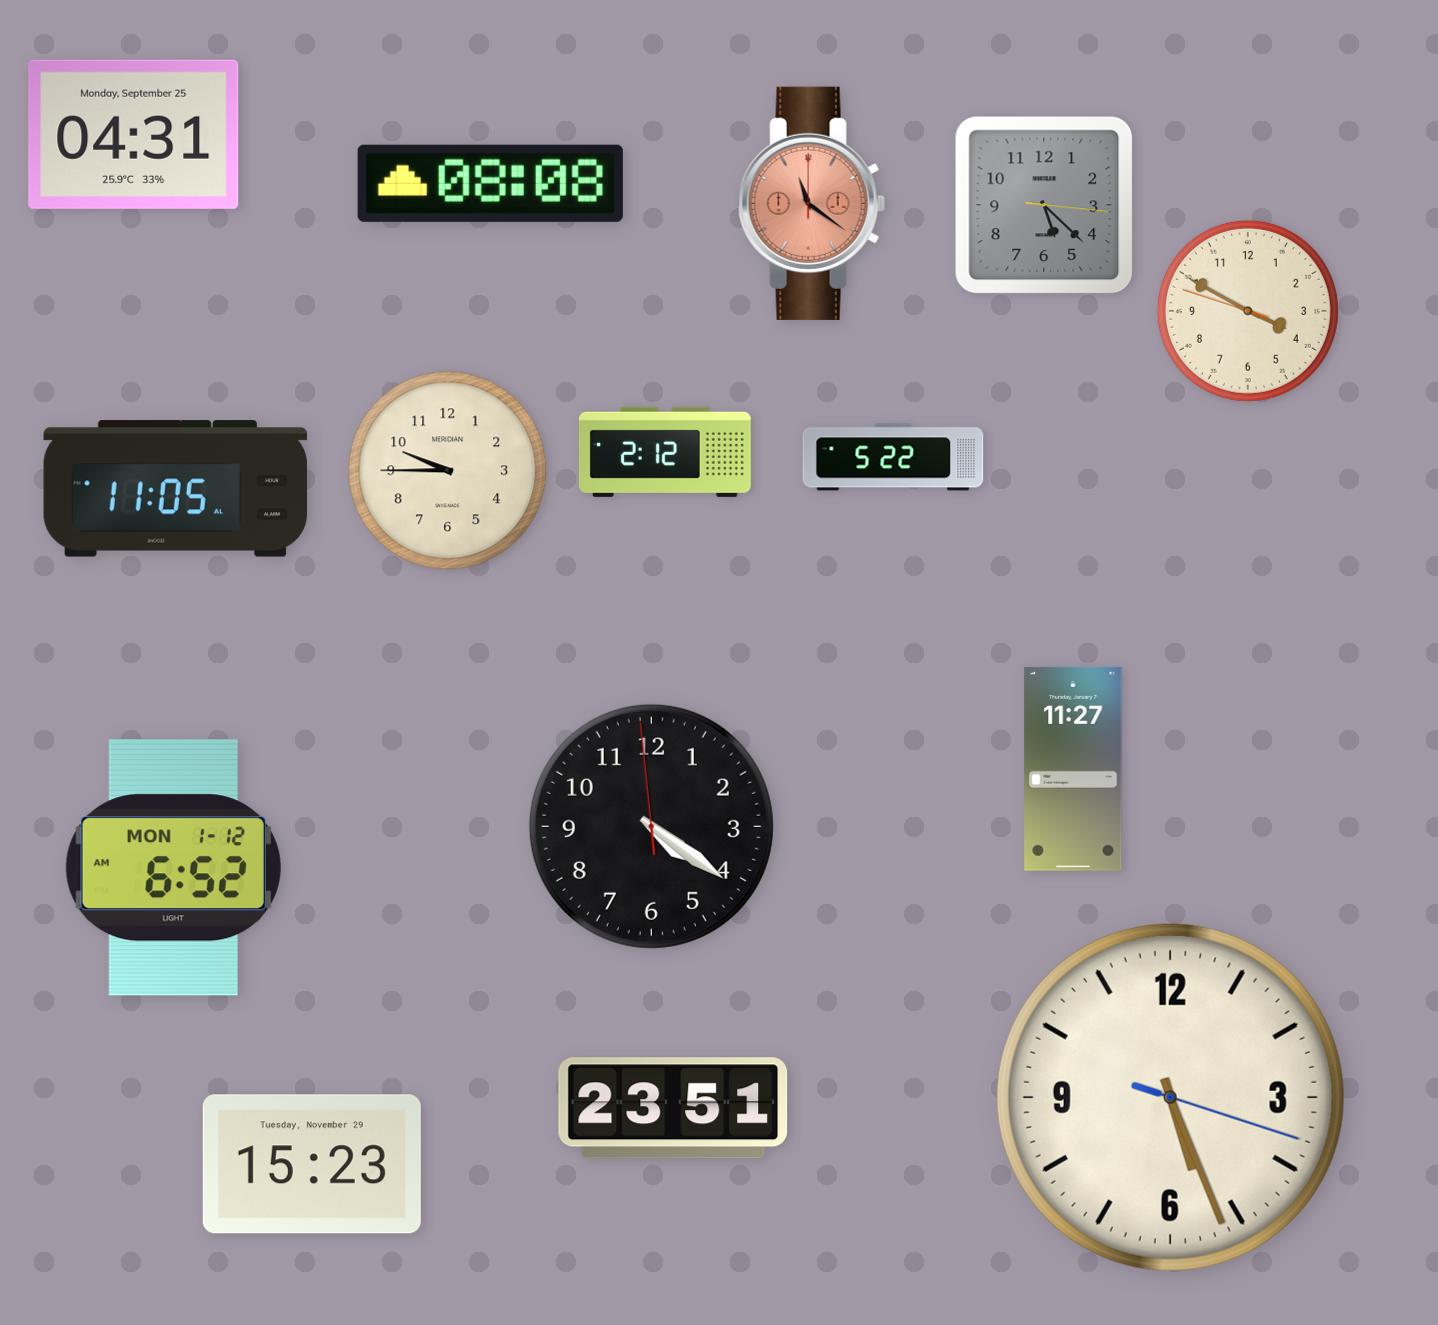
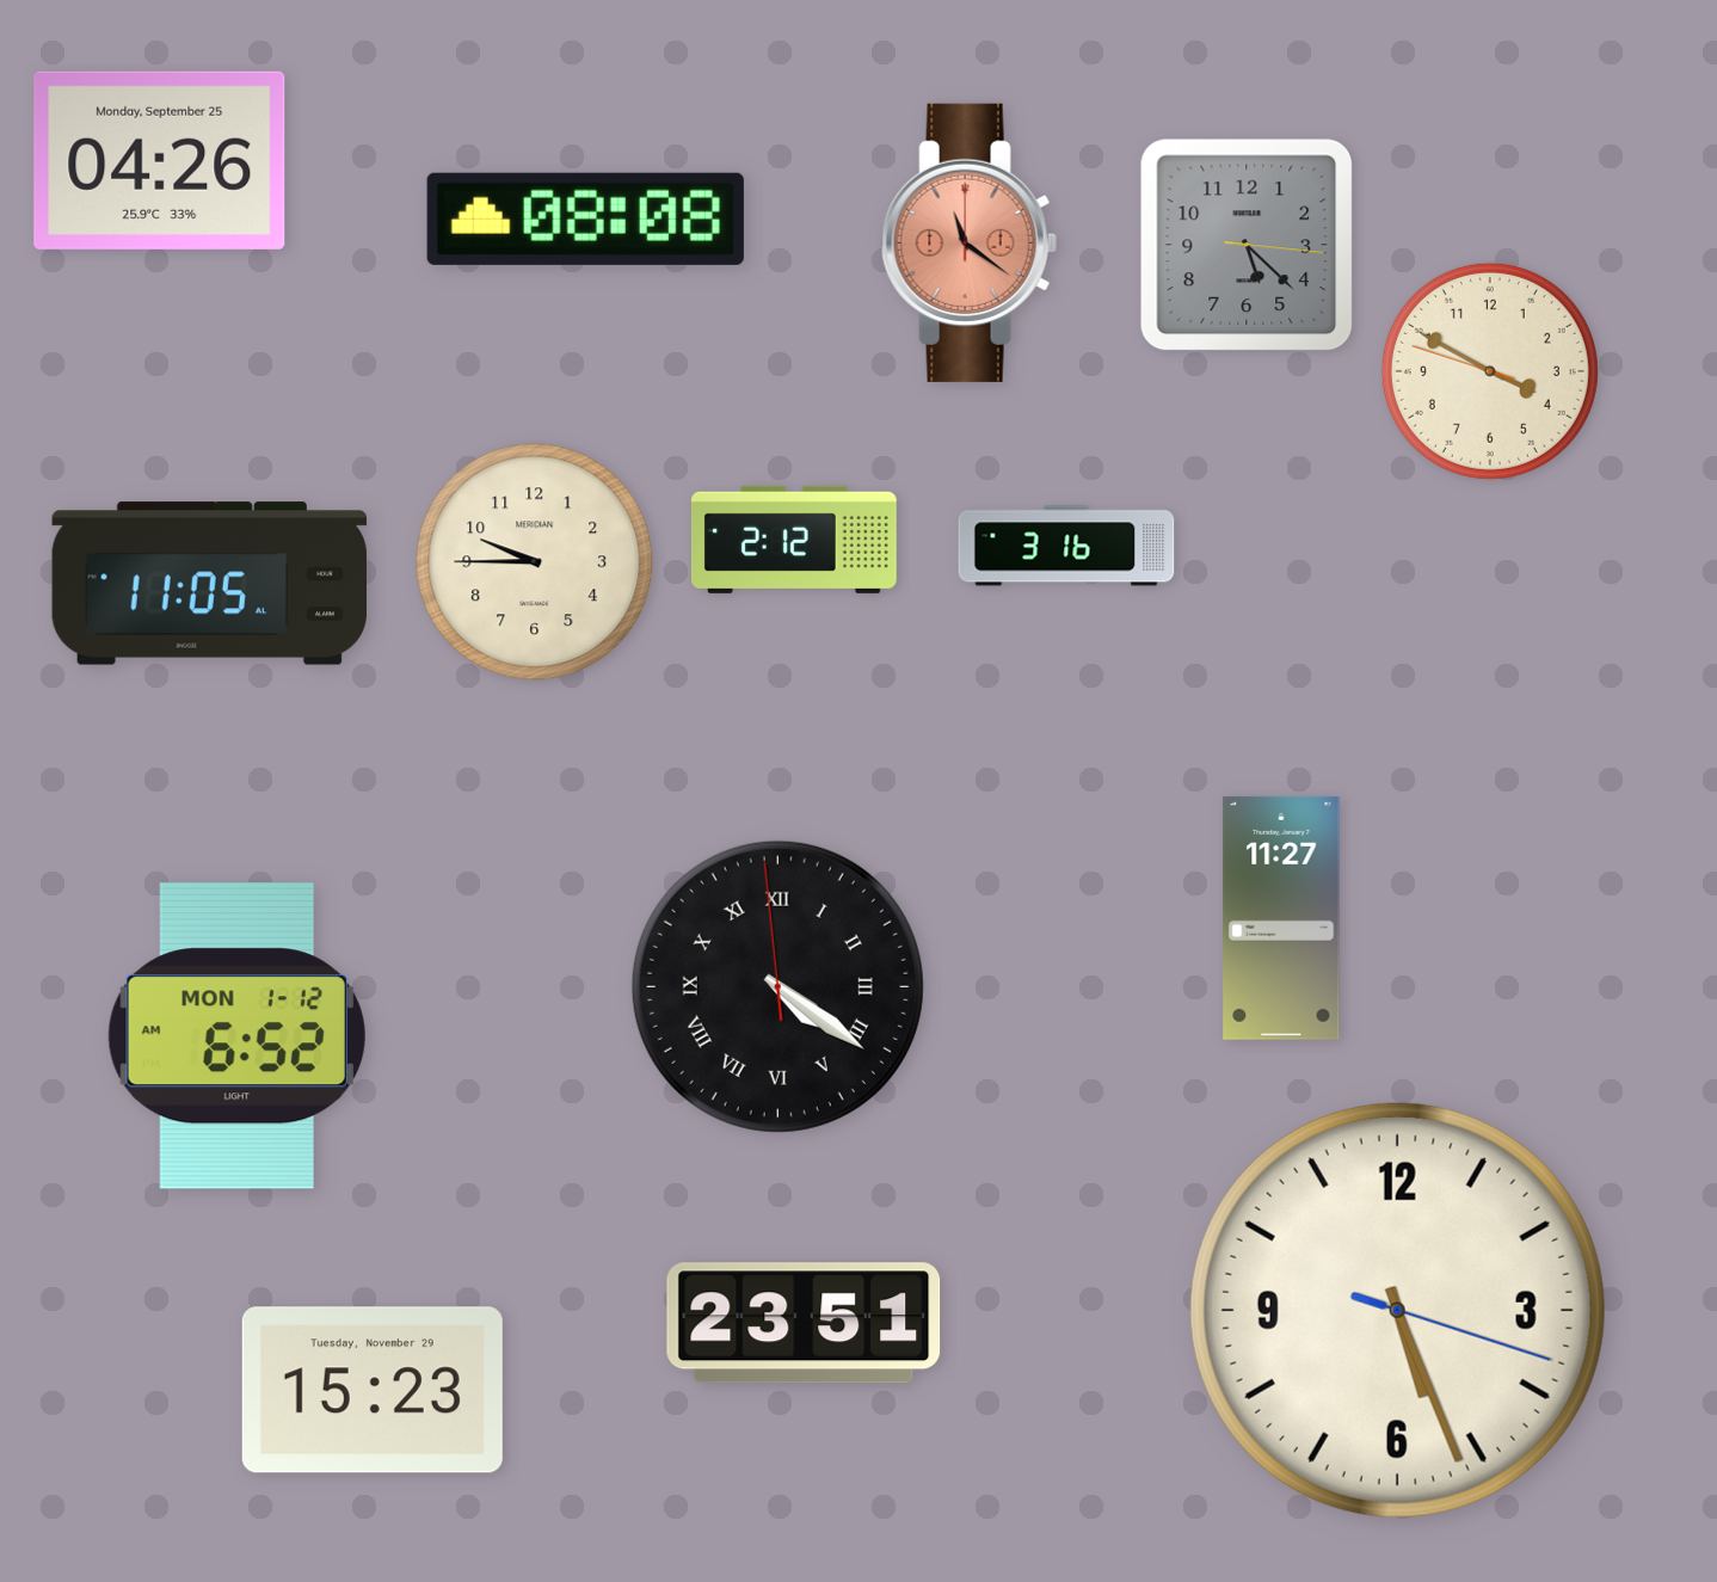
clock at (134, 134): 04:31 -> 04:26
clock at (893, 457): 5:22 -> 3:16
clock at (651, 826) numerals: Arabic -> Roman
clock at (173, 868) position: (173, 868) -> (236, 1036)
